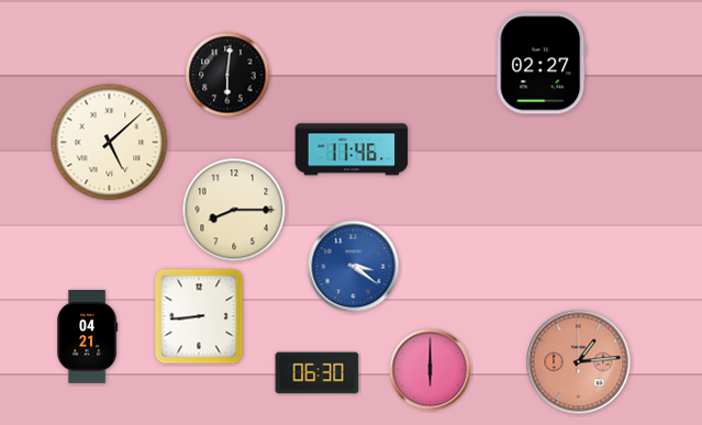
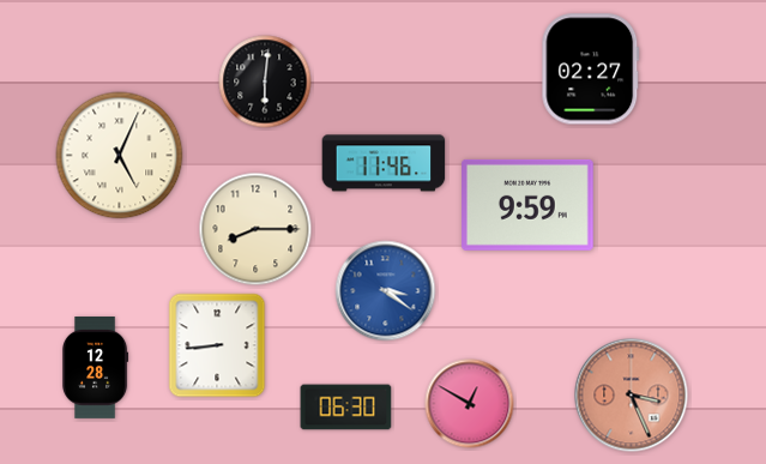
clock at (227, 75) position: (227, 75) -> (265, 82)
clock at (110, 143): 5:08 -> 5:04
clock at (529, 205): none -> 9:59
clock at (88, 337): 04:21 -> 12:28
clock at (579, 362): 1:14 -> 3:26
clock at (431, 370): 6:00 -> 12:50
